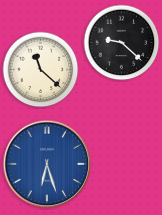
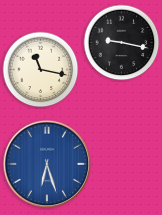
clock at (122, 43): 9:22 -> 9:17
clock at (41, 70): 11:22 -> 11:17
